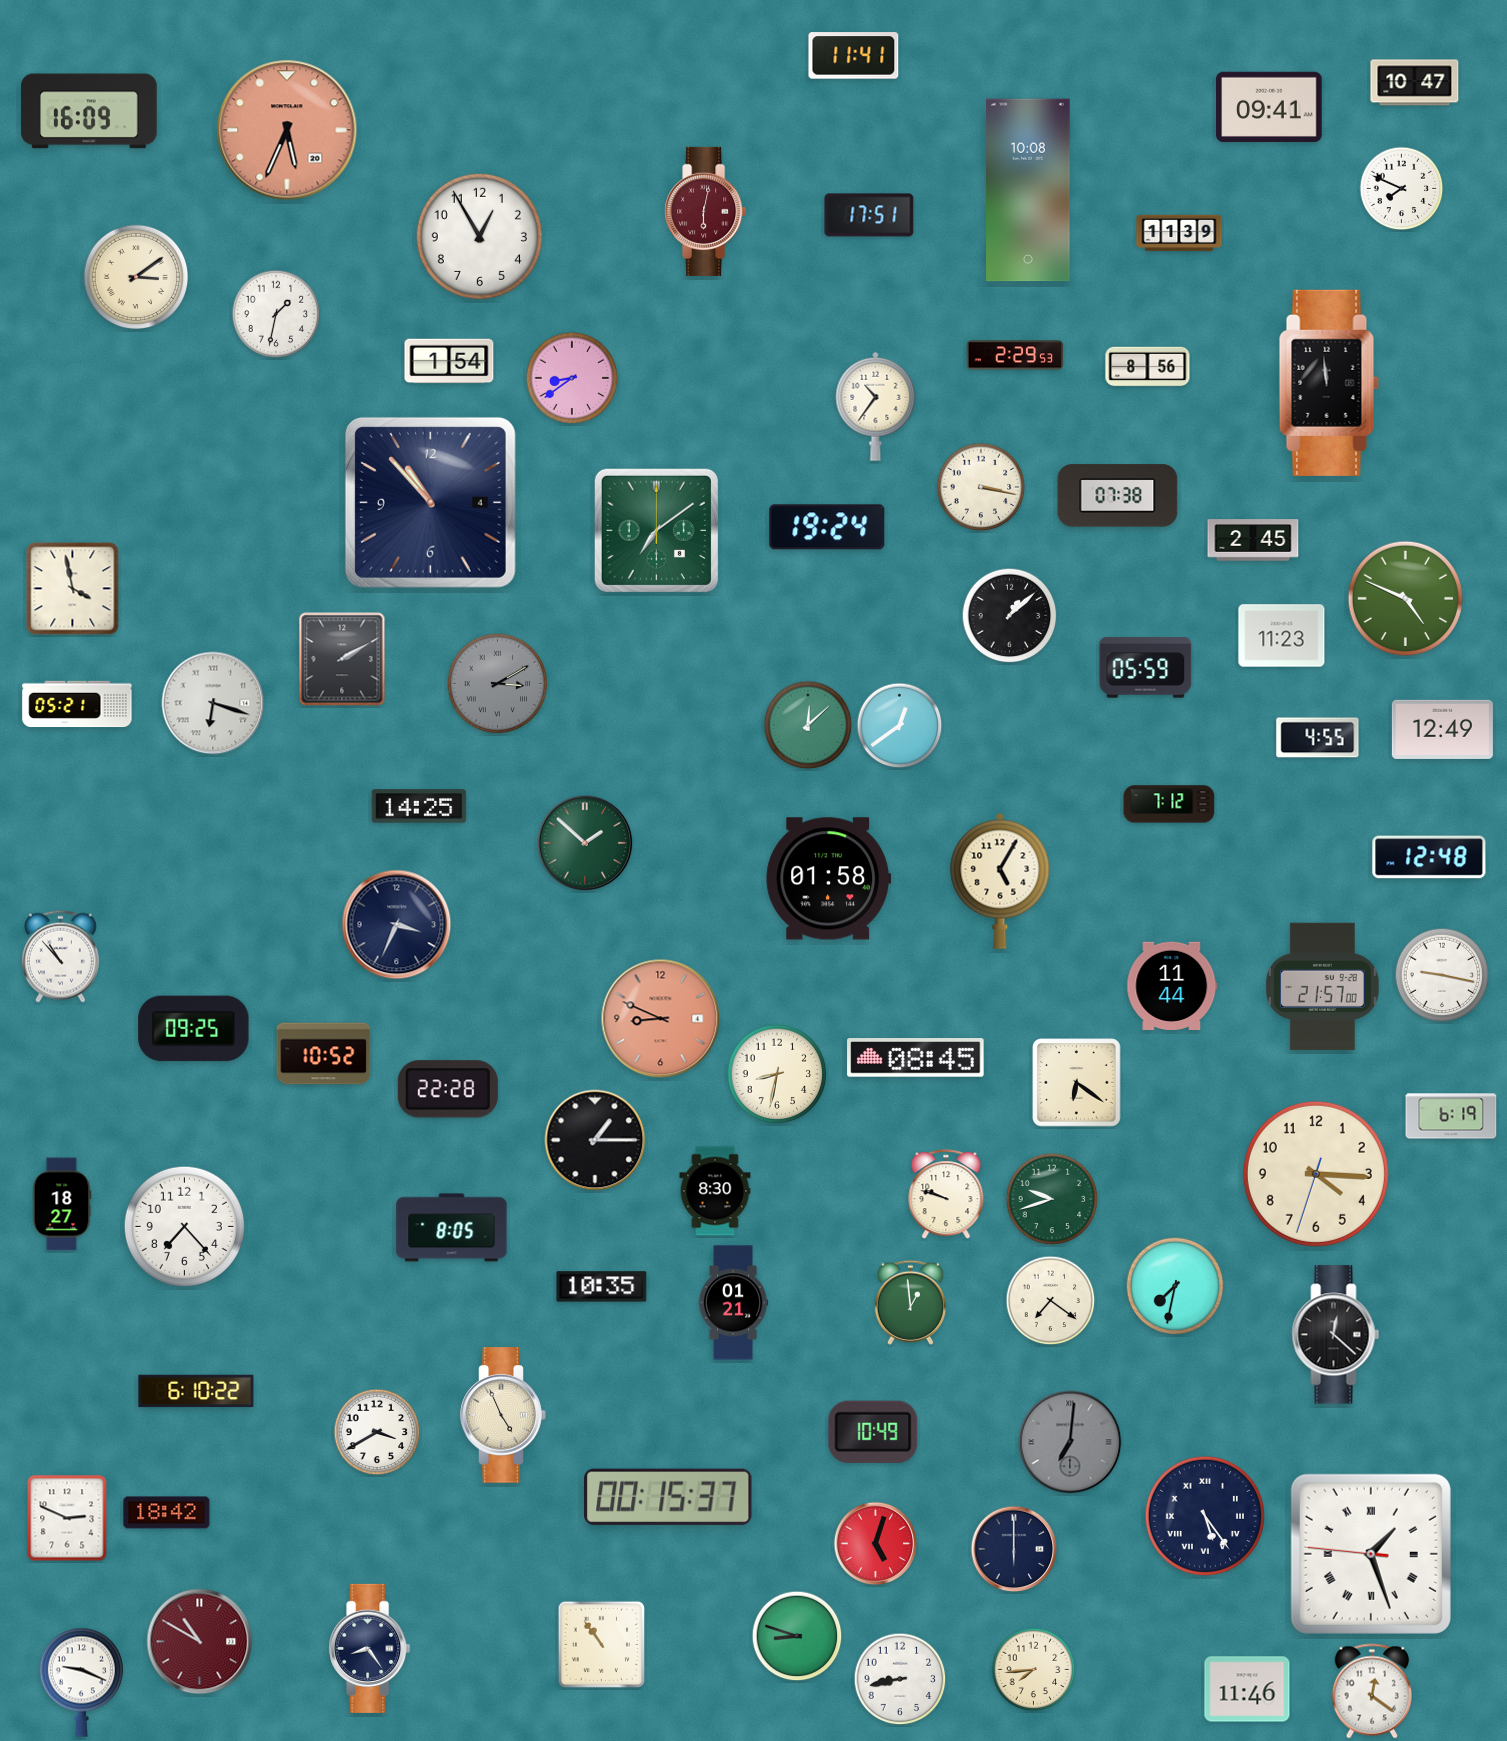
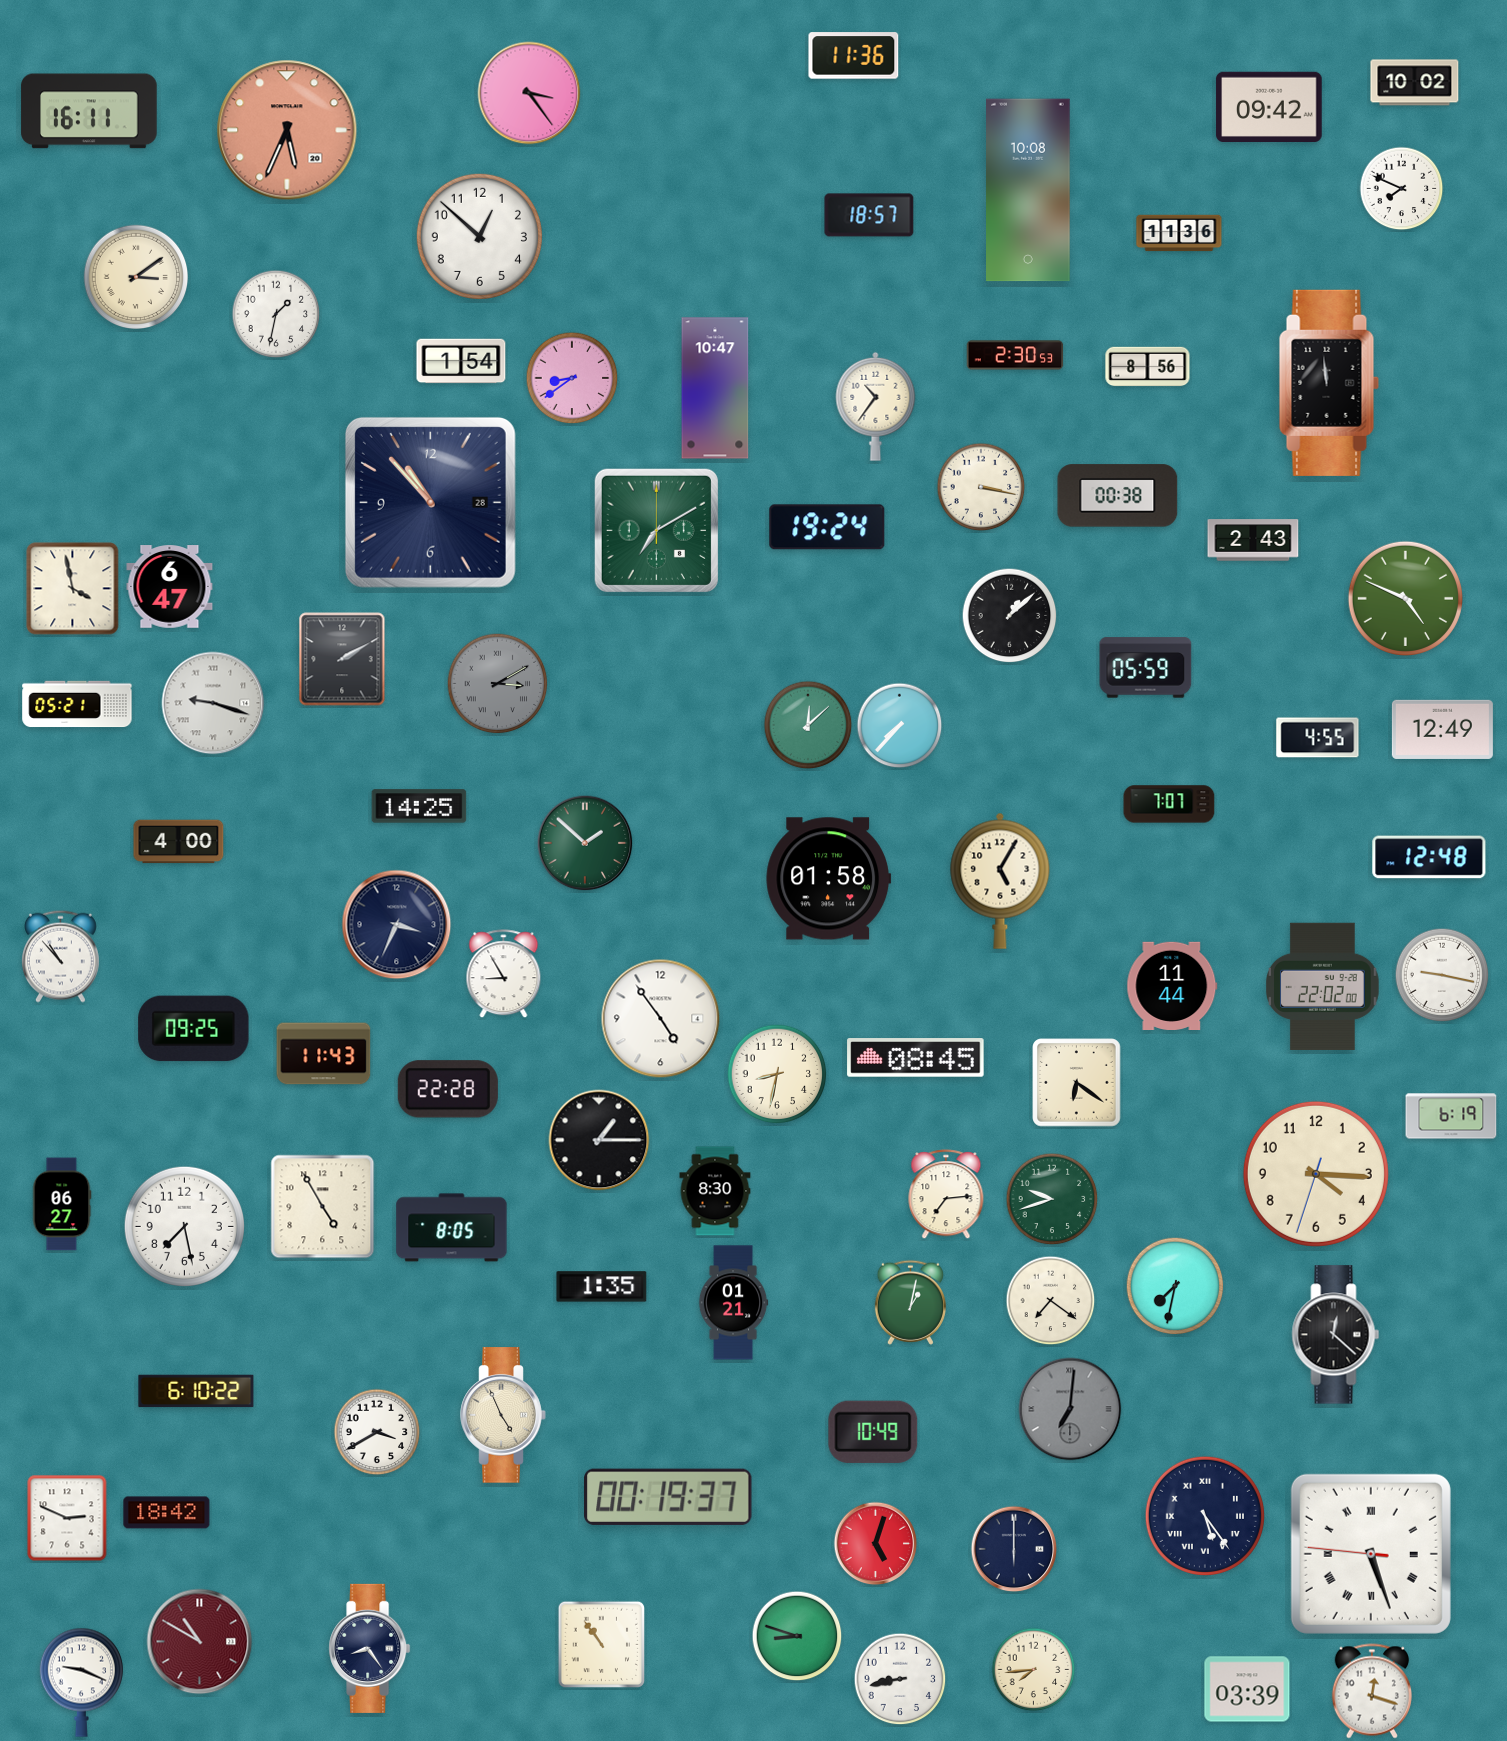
clock at (854, 56): 11:41 -> 11:36
clock at (1415, 83): 10:47 -> 10:02
clock at (529, 93): none -> 3:24
clock at (1269, 106): 09:41 -> 09:42
clock at (89, 111): 16:09 -> 16:11
clock at (706, 211): 6:02 -> none
clock at (869, 215): 17:51 -> 18:57
clock at (1179, 233): 11:39 -> 11:36
clock at (479, 236): 12:55 -> 12:52
clock at (1015, 355): 2:29 -> 2:30
clock at (449, 361) position: (449, 361) -> (461, 361)
clock at (715, 388): none -> 10:47
clock at (1118, 496): 07:38 -> 00:38
clock at (430, 502) date: 4 -> 28
clock at (656, 530): 7:09 -> 7:10
clock at (1253, 540): 2:45 -> 2:43
clock at (170, 587): none -> 6:47
clock at (1282, 636): 11:23 -> none
clock at (213, 703): 6:18 -> 9:18
clock at (900, 726): 12:39 -> 7:37
clock at (1169, 804): 7:12 -> 7:07
clock at (179, 842): none -> 4:00
clock at (504, 974): none -> 8:55
clock at (1323, 986): 21:57 -> 22:02
clock at (661, 1019): 8:49 -> 4:54
clock at (661, 1019) dial: salmon -> white
clock at (324, 1054): 10:52 -> 11:43
clock at (595, 1140) position: (595, 1140) -> (599, 1140)
clock at (946, 1195): 9:48 -> 7:14
clock at (62, 1204): 18:27 -> 06:27
clock at (323, 1207): none -> 4:55
clock at (184, 1226): 7:23 -> 7:28
clock at (602, 1287): 10:35 -> 1:35
clock at (910, 1302): 12:59 -> 1:02
clock at (1070, 1442) position: (1070, 1442) -> (1070, 1409)
clock at (668, 1497): 00:15 -> 00:19
clock at (1371, 1554): 1:26 -> 5:26
clock at (1247, 1689): 11:46 -> 03:39
clock at (1371, 1691): 12:21 -> 12:18
